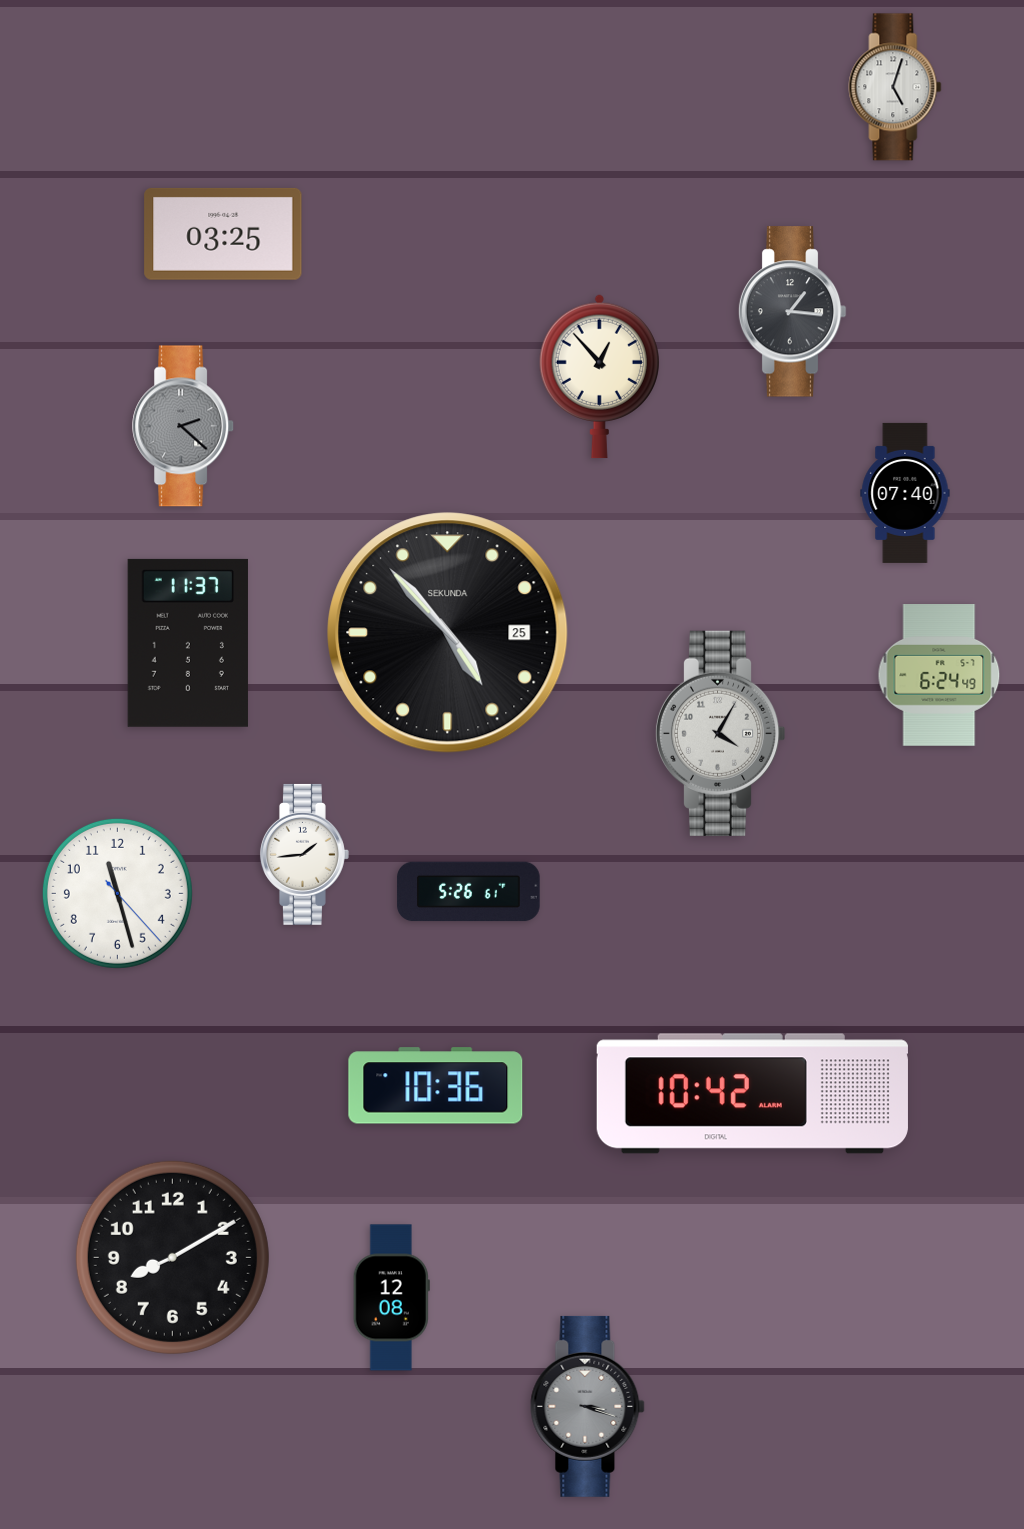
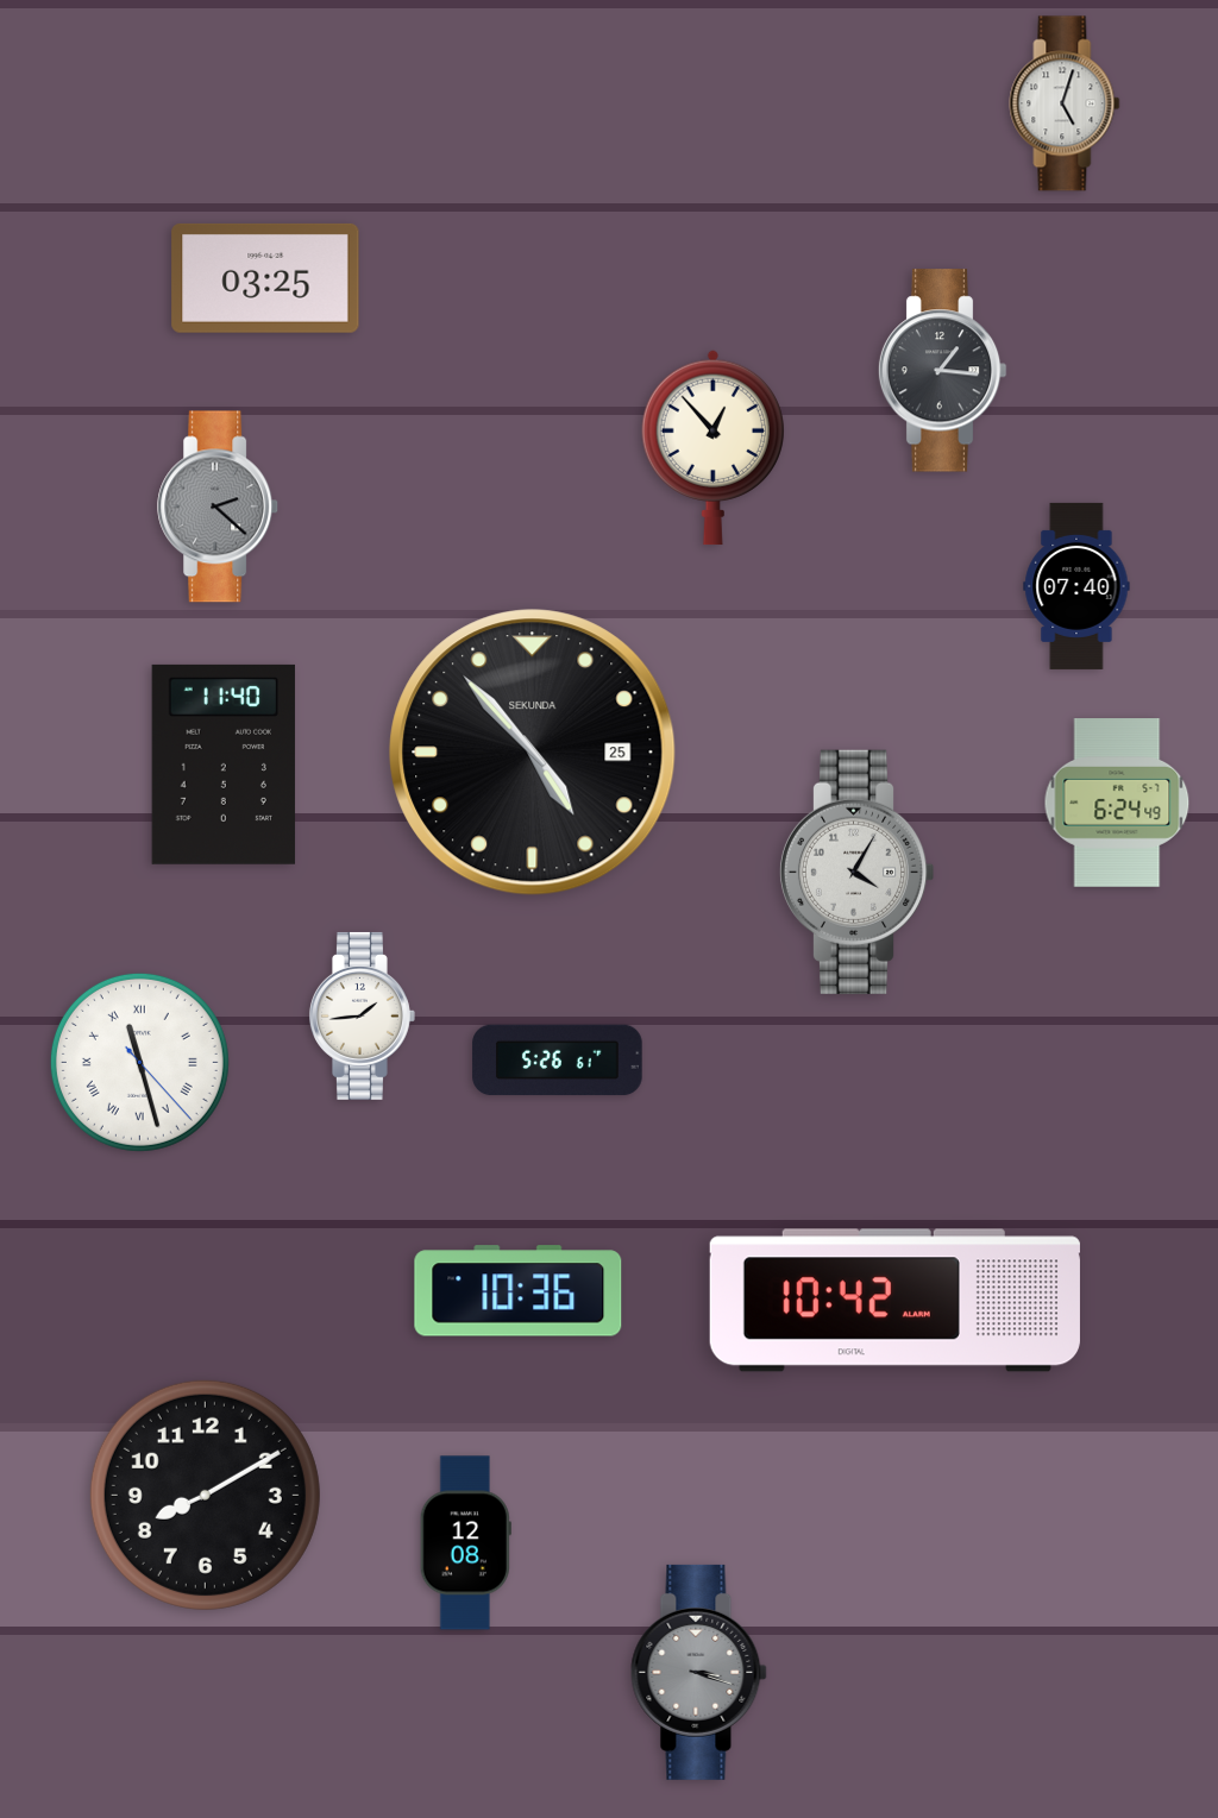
clock at (187, 643): 11:37 -> 11:40
clock at (117, 893) numerals: Arabic -> Roman
